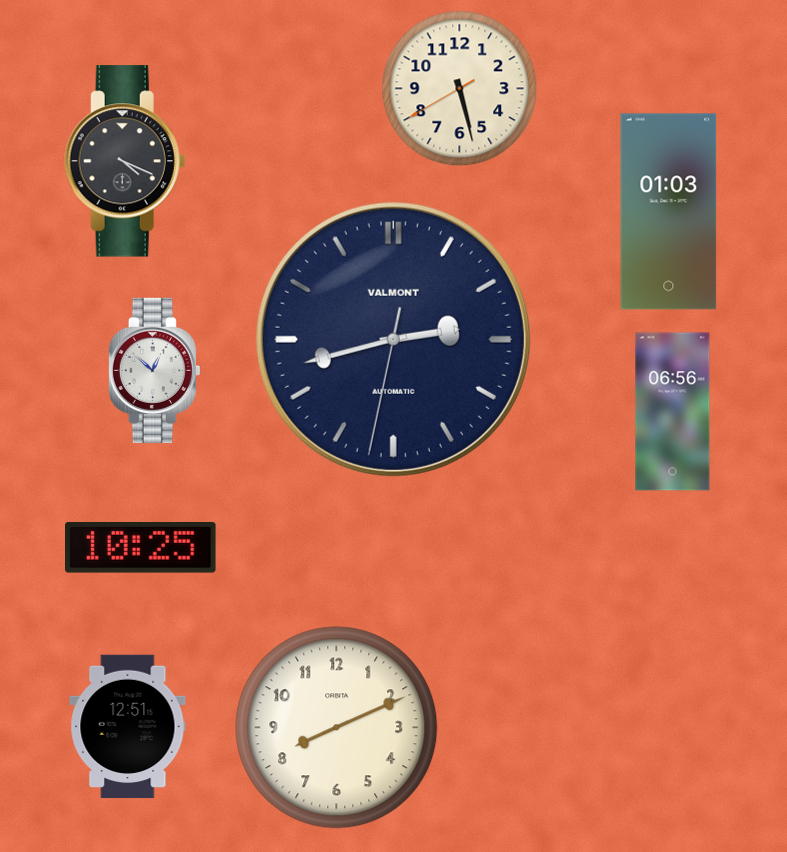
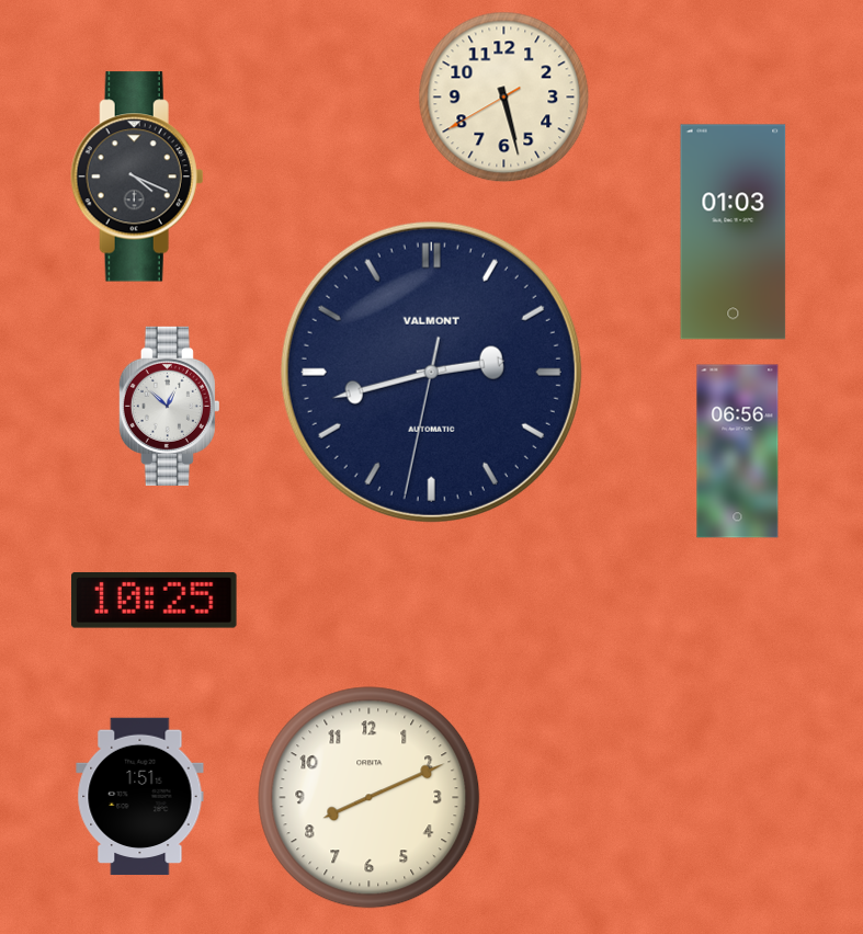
clock at (128, 727): 12:51 -> 1:51
